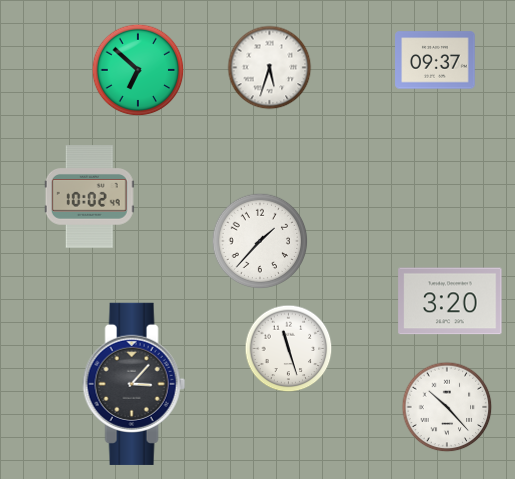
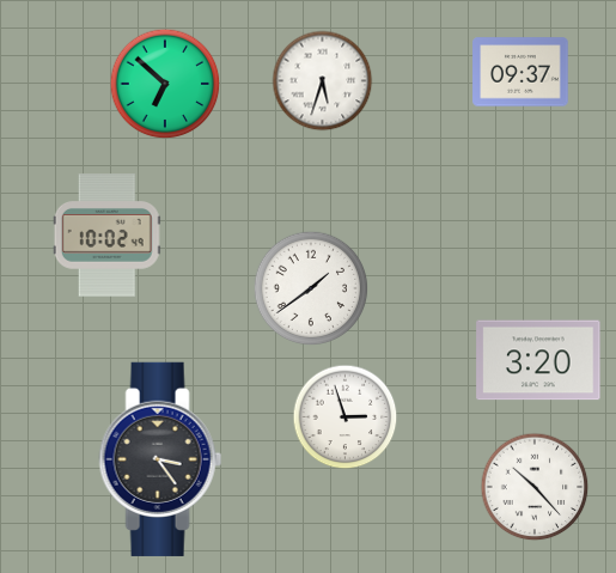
clock at (260, 241): 1:37 -> 1:39
clock at (289, 349): 11:27 -> 2:57
clock at (134, 384): 3:07 -> 3:24
